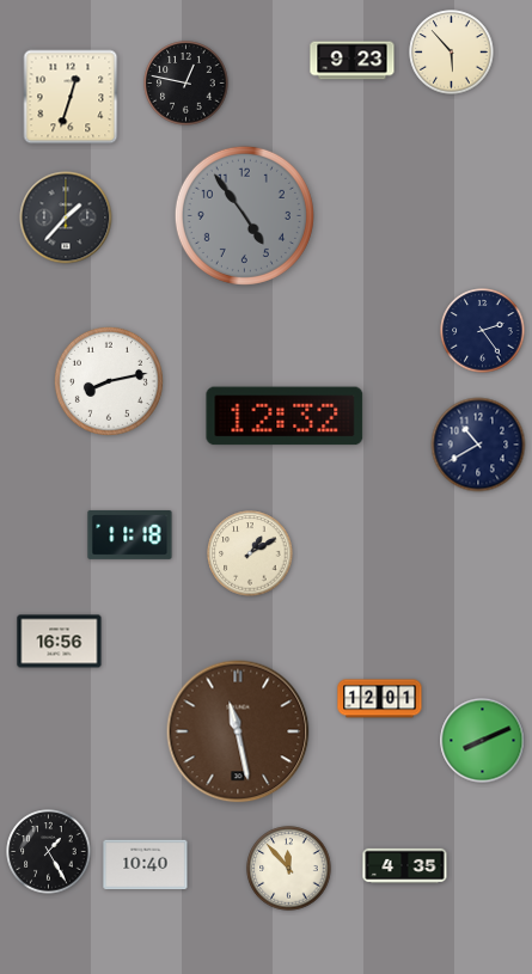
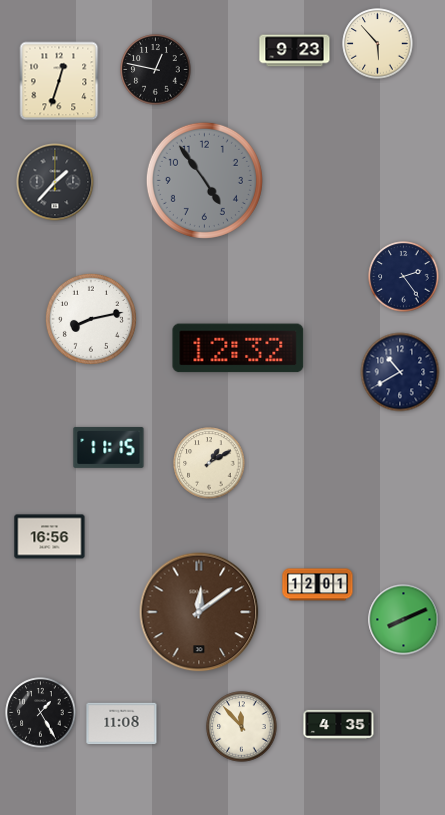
clock at (130, 534): 11:18 -> 11:15
clock at (238, 731): 11:28 -> 12:09
clock at (146, 865): 10:40 -> 11:08
